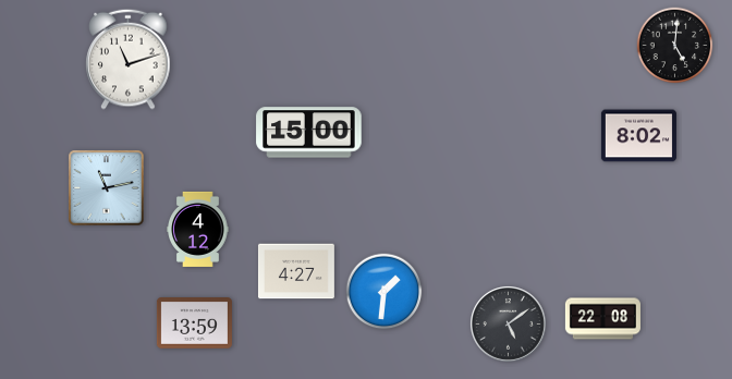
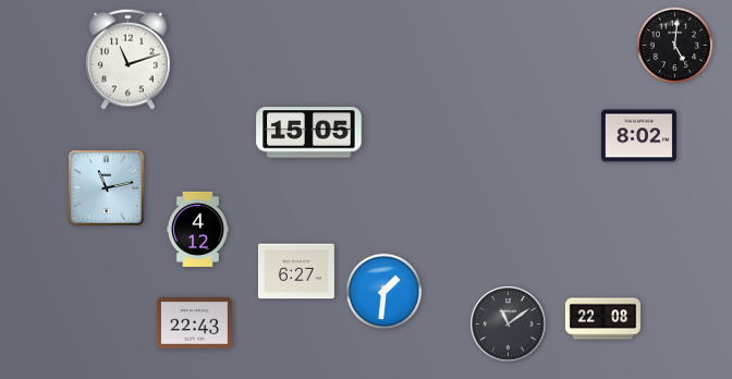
clock at (309, 133): 15:00 -> 15:05
clock at (296, 271): 4:27 -> 6:27
clock at (194, 323): 13:59 -> 22:43
clock at (508, 323): 5:09 -> 11:09
